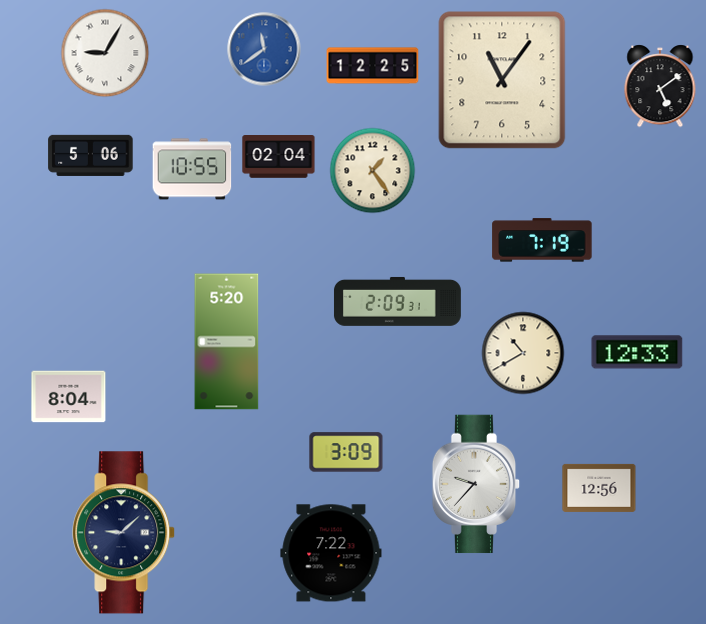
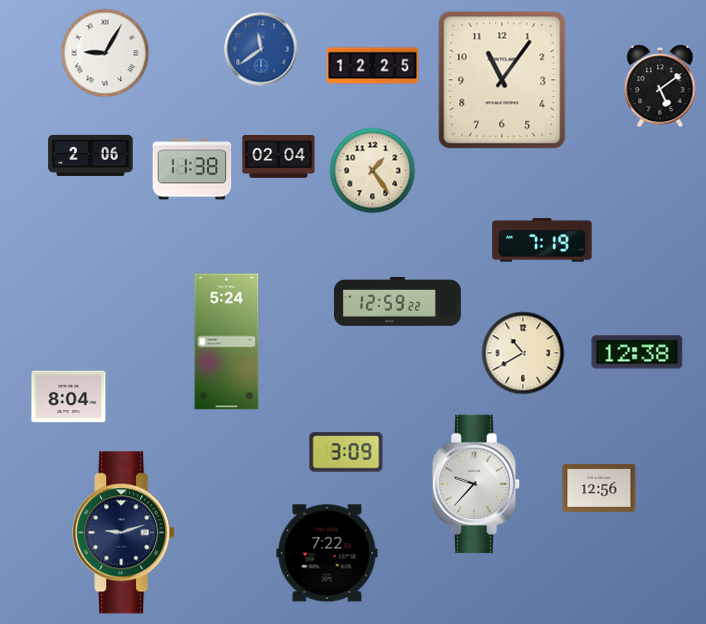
clock at (264, 49) position: (264, 49) -> (261, 49)
clock at (91, 155): 5:06 -> 2:06
clock at (192, 169): 10:55 -> 11:38
clock at (397, 301): 2:09 -> 12:59
clock at (227, 342): 5:20 -> 5:24
clock at (637, 352): 12:33 -> 12:38
clock at (124, 533): 9:08 -> 9:12
clock at (331, 553) position: (331, 553) -> (327, 553)
